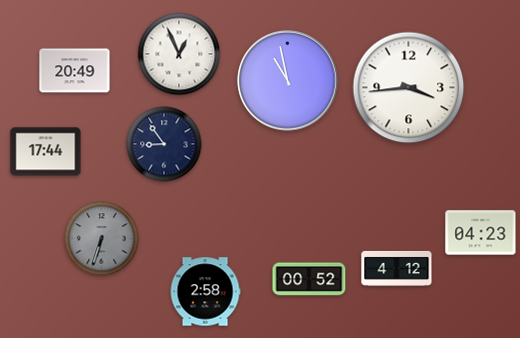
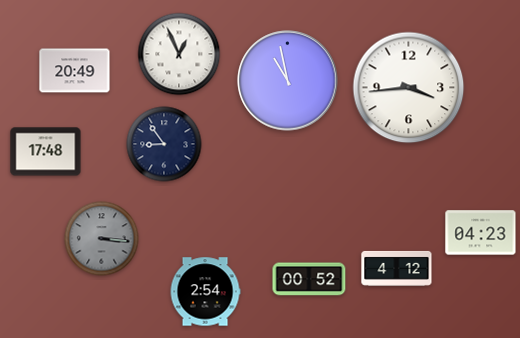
clock at (46, 152): 17:44 -> 17:48
clock at (102, 239): 6:33 -> 3:16
clock at (205, 292): 2:58 -> 2:54
